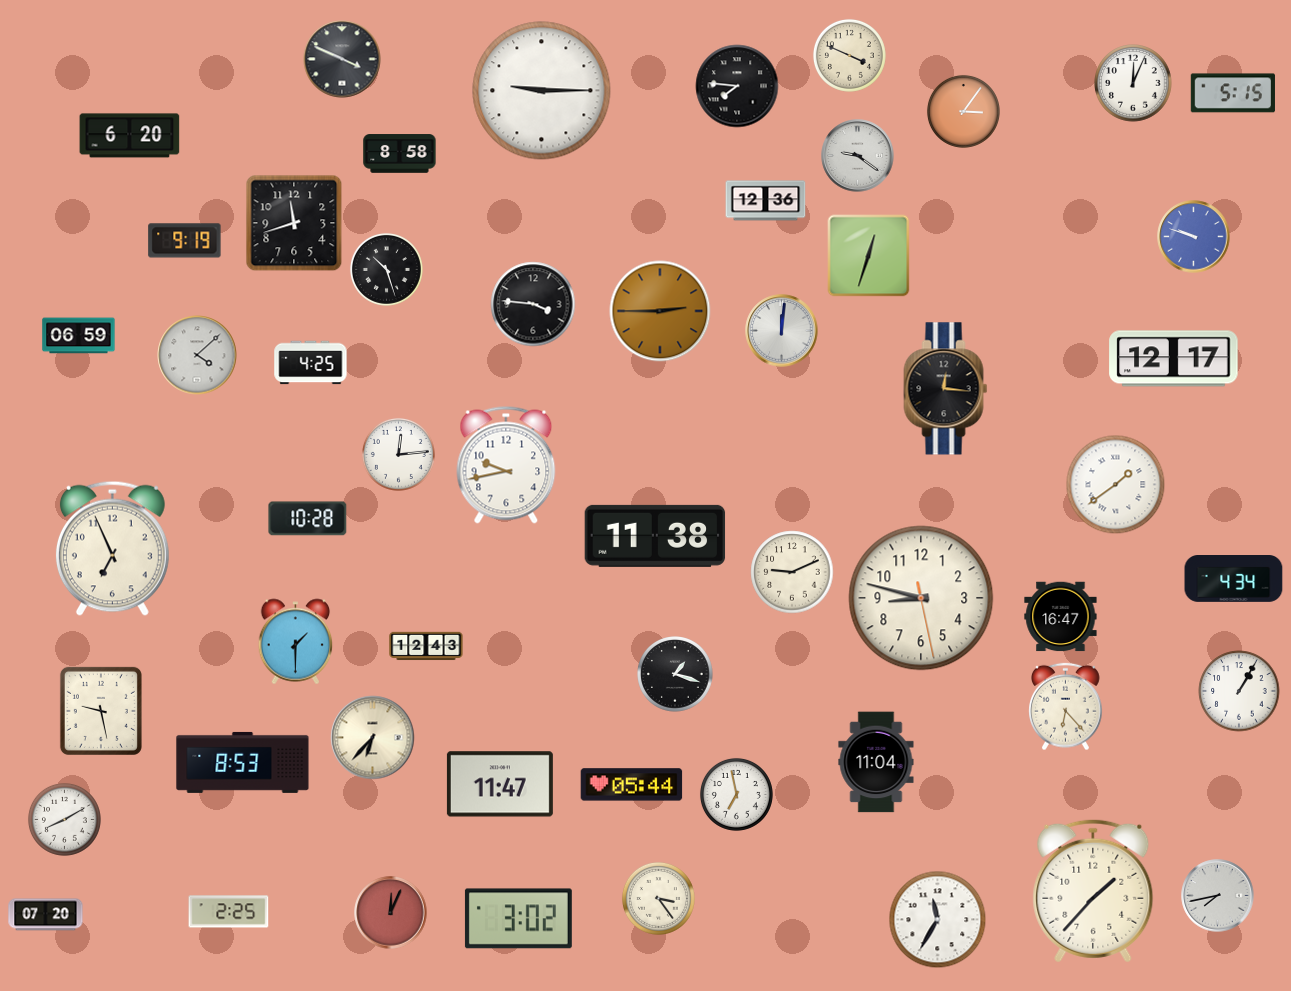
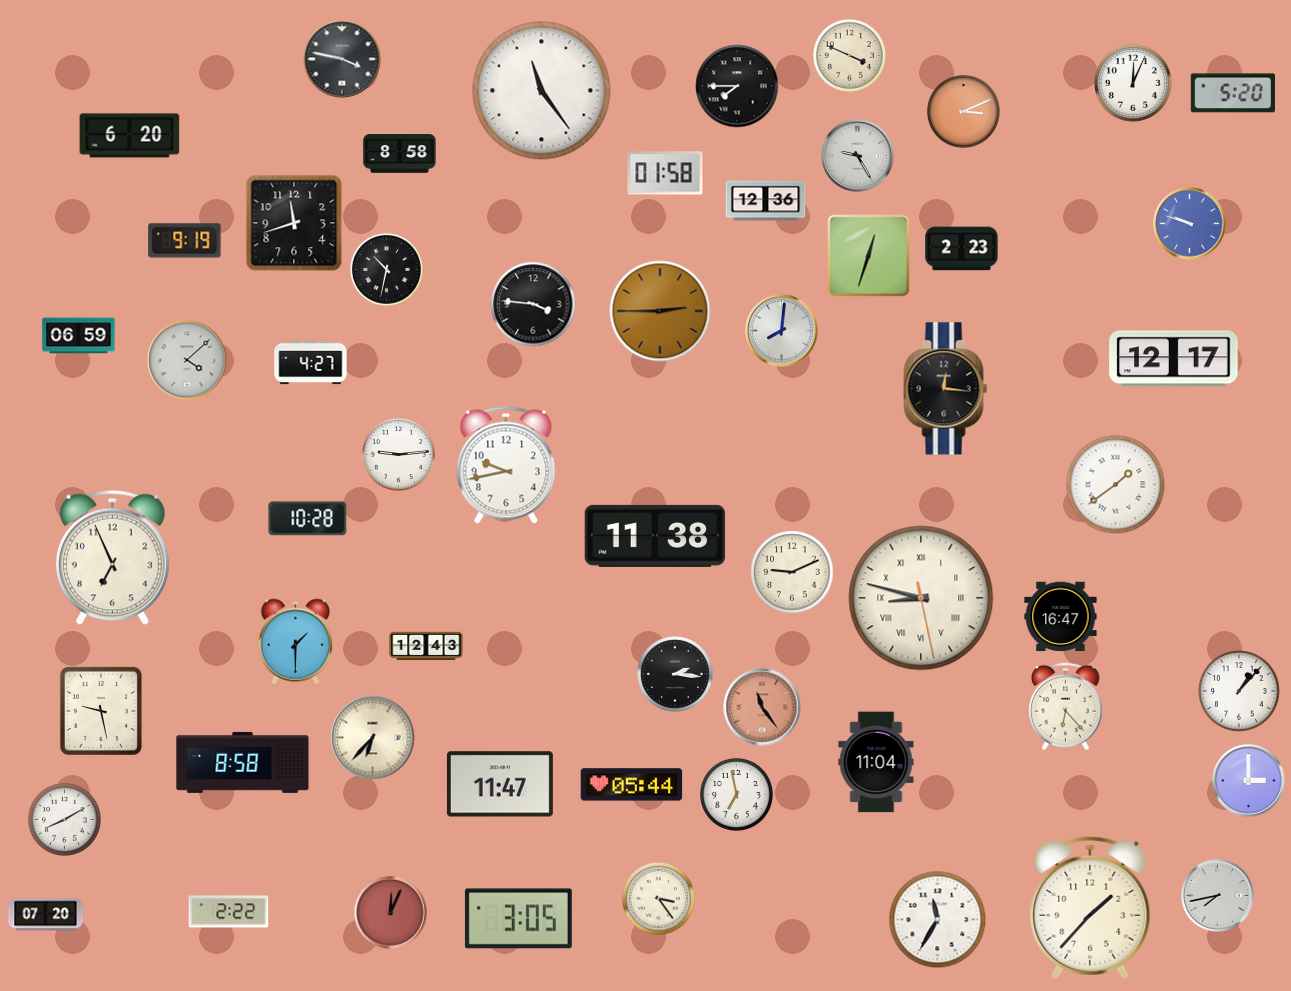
clock at (342, 59): 3:49 -> 3:47
clock at (737, 86): 7:46 -> 7:45
clock at (542, 91): 9:15 -> 11:24
clock at (1233, 93): 5:15 -> 5:20
clock at (963, 111): 3:06 -> 3:11
clock at (858, 156): 9:21 -> 9:25
clock at (665, 173): none -> 01:58
clock at (1194, 237) position: (1194, 237) -> (1190, 224)
clock at (962, 249): none -> 2:23
clock at (386, 269): 10:27 -> 10:32
clock at (782, 331): 12:01 -> 8:01
clock at (197, 355) position: (197, 355) -> (187, 360)
clock at (311, 363): 4:25 -> 4:27
clock at (398, 454): 12:14 -> 9:14
clock at (112, 548) position: (112, 548) -> (112, 557)
clock at (1234, 579): 4:34 -> none
clock at (921, 598) numerals: Arabic -> Roman
clock at (676, 675): 1:18 -> 2:16
clock at (1239, 691): 1:05 -> 1:07
clock at (762, 707): none -> 11:24
clock at (243, 762): 8:53 -> 8:58
clock at (1249, 781): none -> 3:00
clock at (1093, 891) position: (1093, 891) -> (1090, 908)
clock at (229, 912): 2:25 -> 2:22
clock at (518, 919): 3:02 -> 3:05
